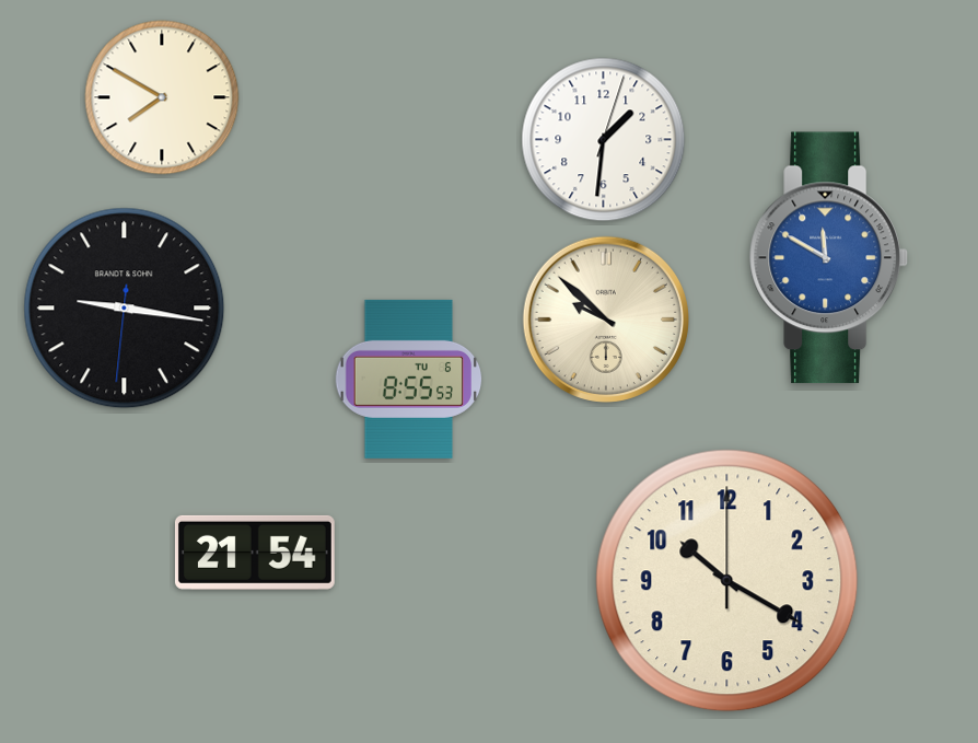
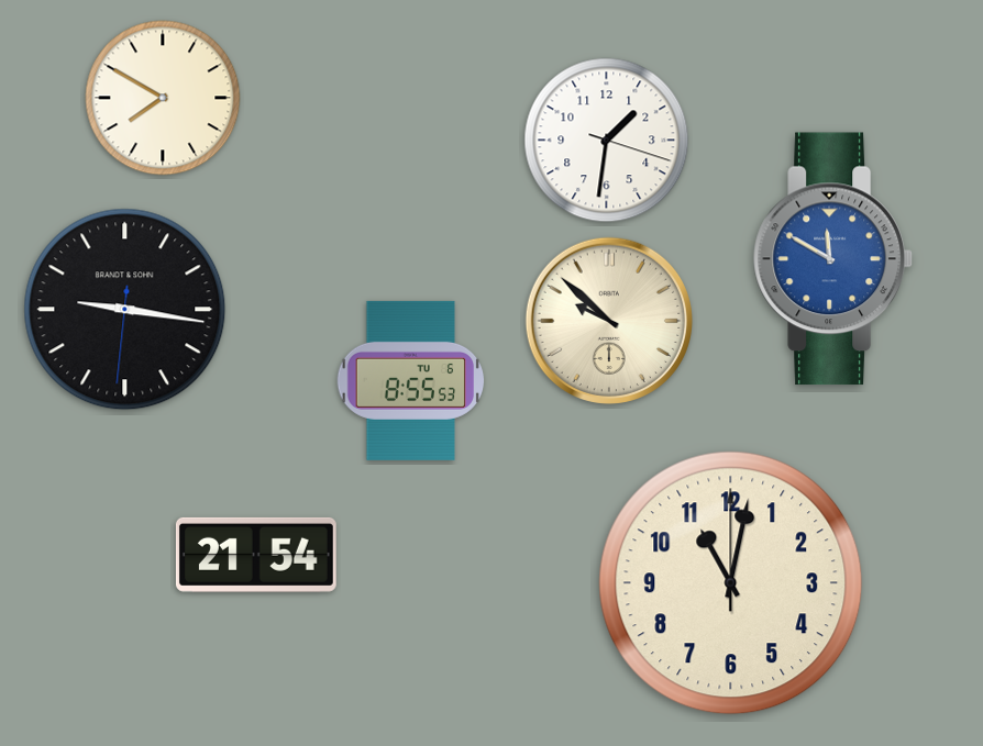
clock at (604, 140): 1:31:03 -> 1:31:18
clock at (727, 581): 10:20 -> 11:02
